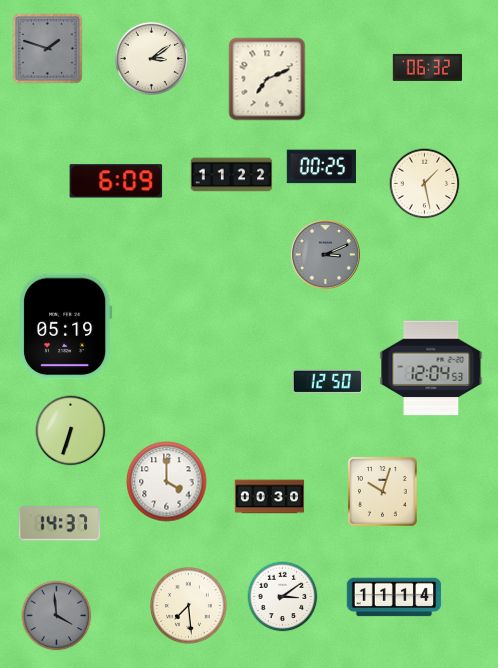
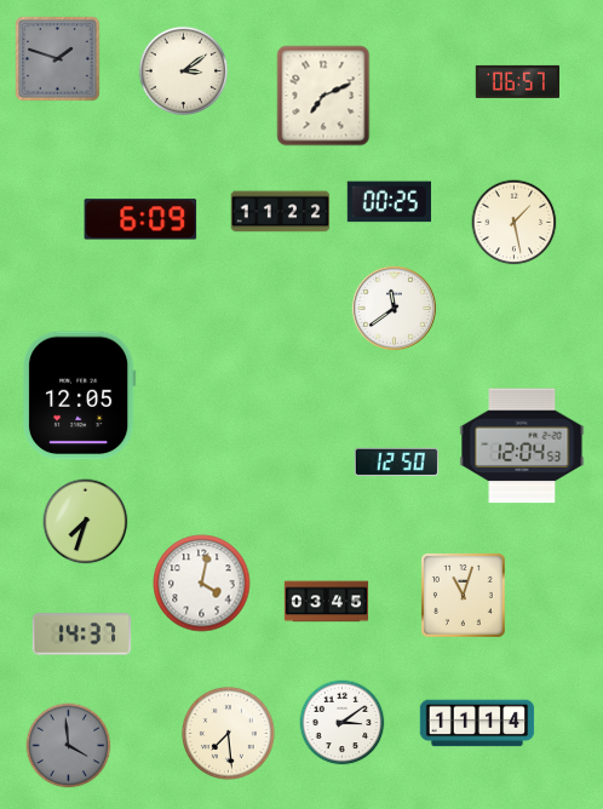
clock at (427, 67): 06:32 -> 06:57
clock at (325, 254): 3:11 -> 11:39
clock at (325, 254) dial: grey -> white
clock at (65, 327): 05:19 -> 12:05
clock at (71, 431): 6:33 -> 7:33
clock at (167, 482): 4:00 -> 4:02
clock at (383, 492): 10:03 -> 11:03
clock at (270, 497): 00:30 -> 03:45
clock at (60, 524) position: (60, 524) -> (82, 635)
